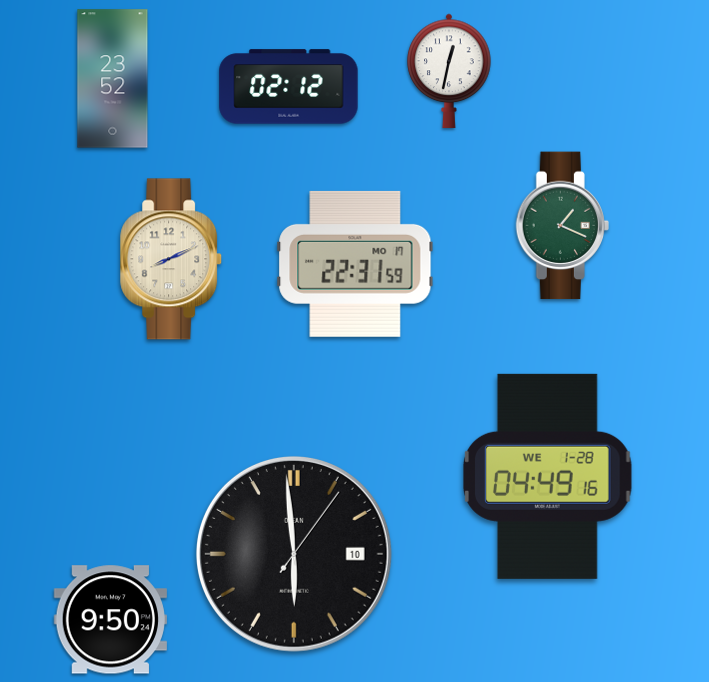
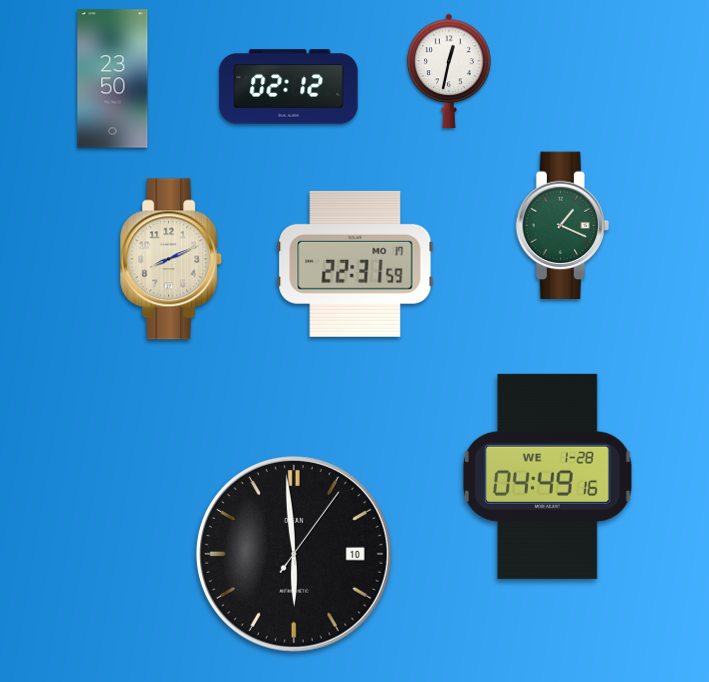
clock at (113, 79): 23:52 -> 23:50
clock at (110, 620): 9:50 -> none
